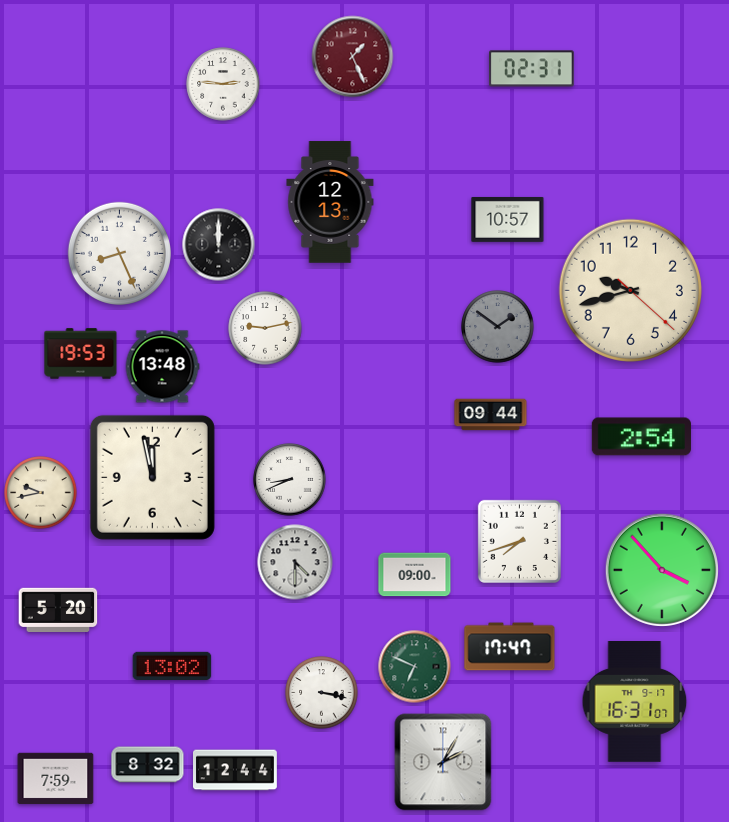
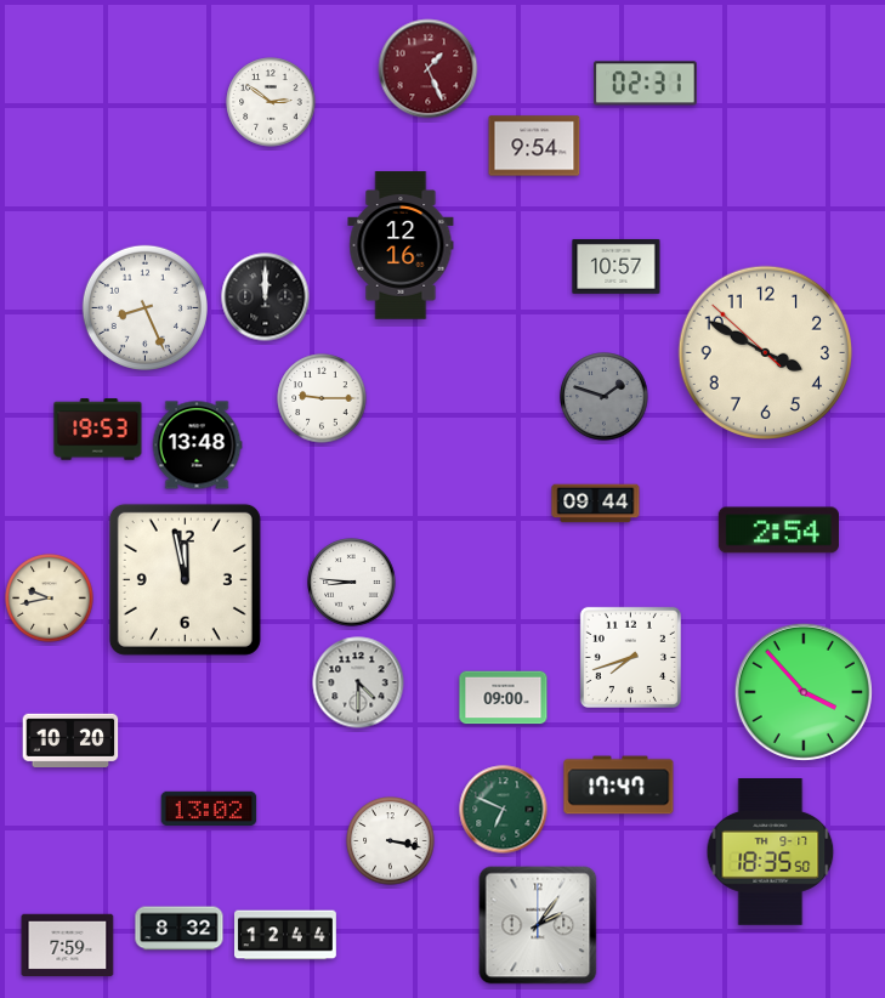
clock at (223, 84): 2:46 -> 2:51
clock at (534, 146): none -> 9:54
clock at (330, 202): 12:13 -> 12:16
clock at (630, 290): 9:42 -> 3:49
clock at (498, 327): 1:51 -> 1:48
clock at (265, 328): 9:13 -> 9:15
clock at (290, 480): 8:41 -> 8:46
clock at (58, 609): 5:20 -> 10:20
clock at (635, 702): 16:31 -> 18:35
clock at (443, 762): 2:05 -> 2:06
